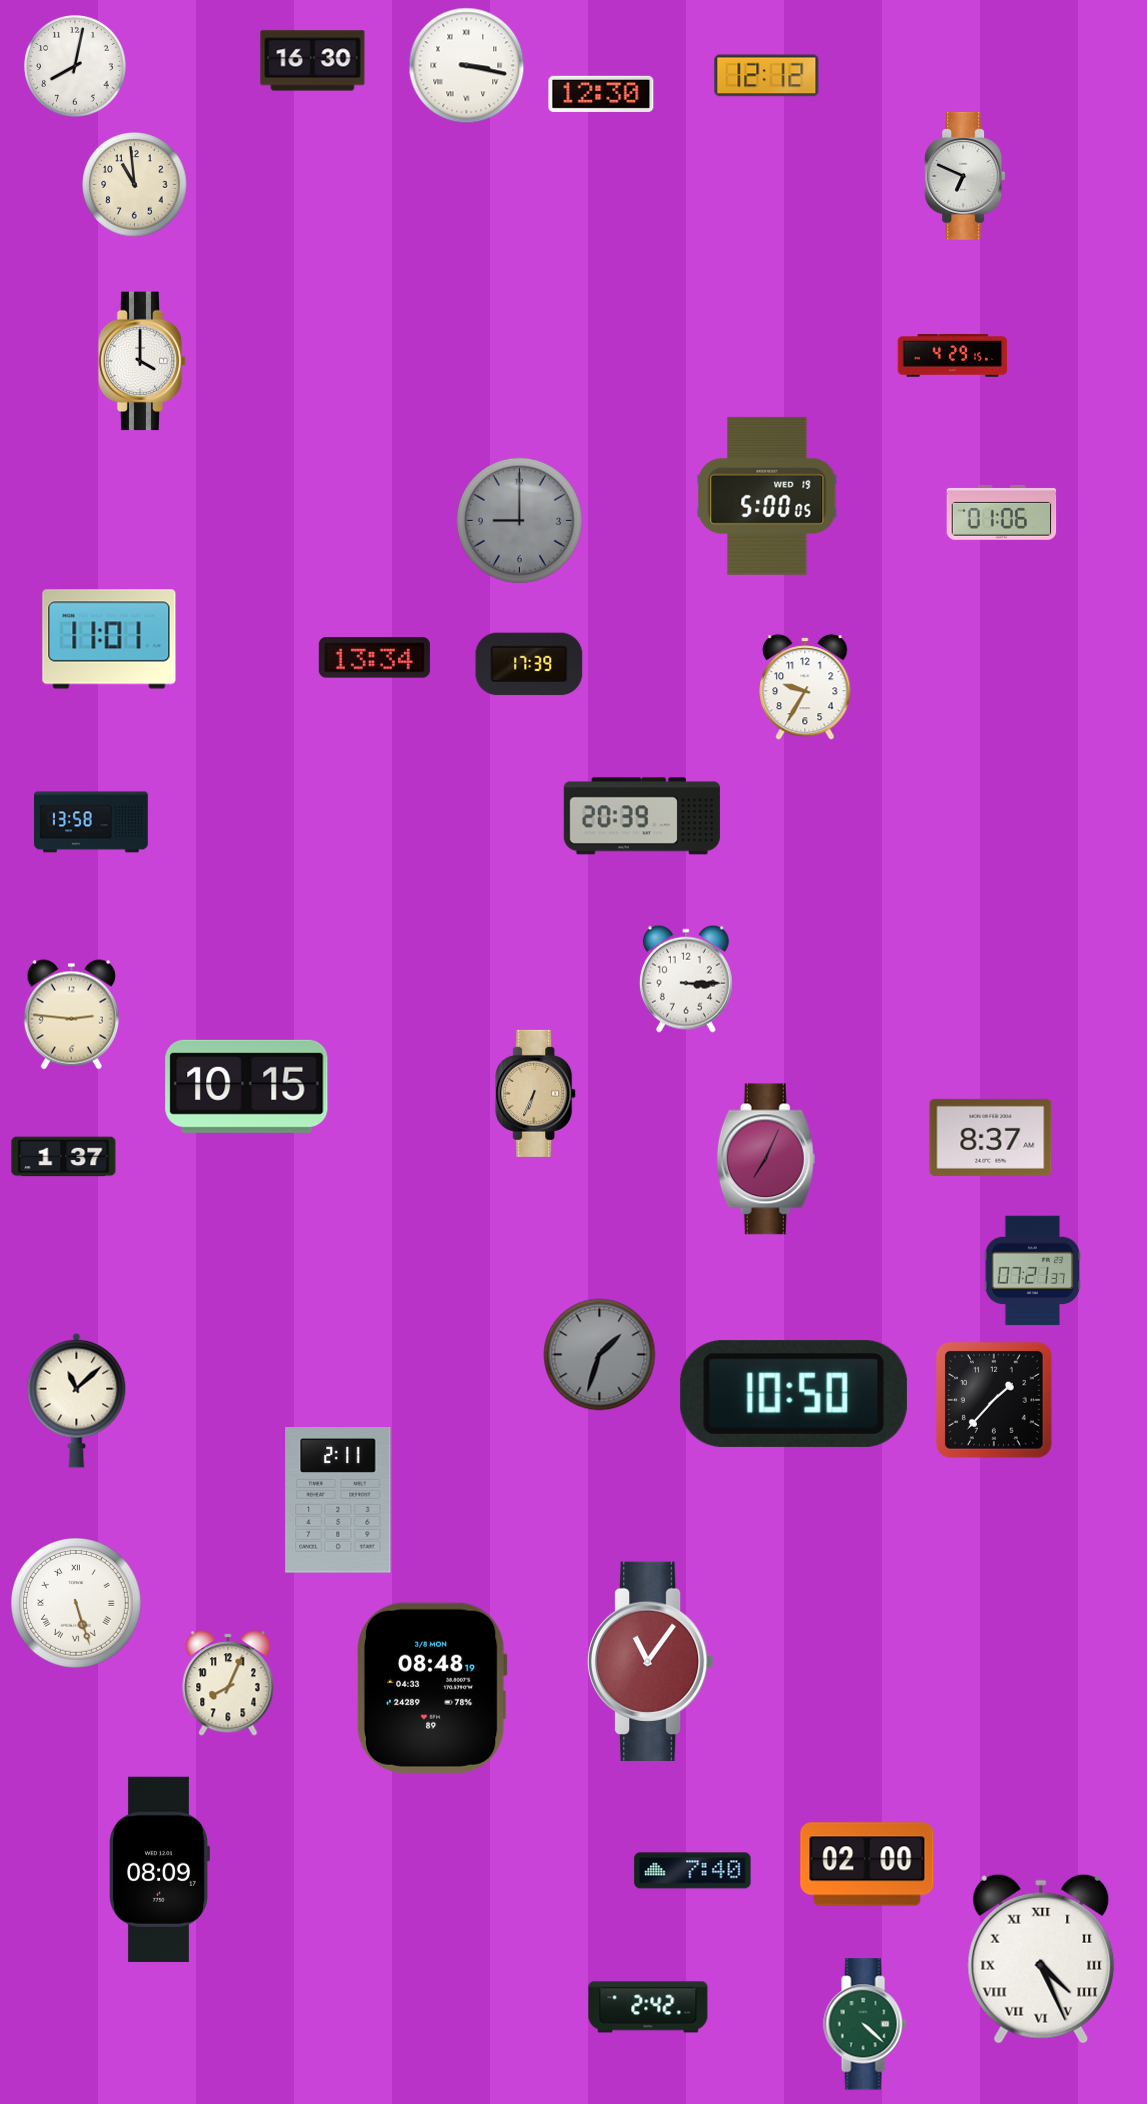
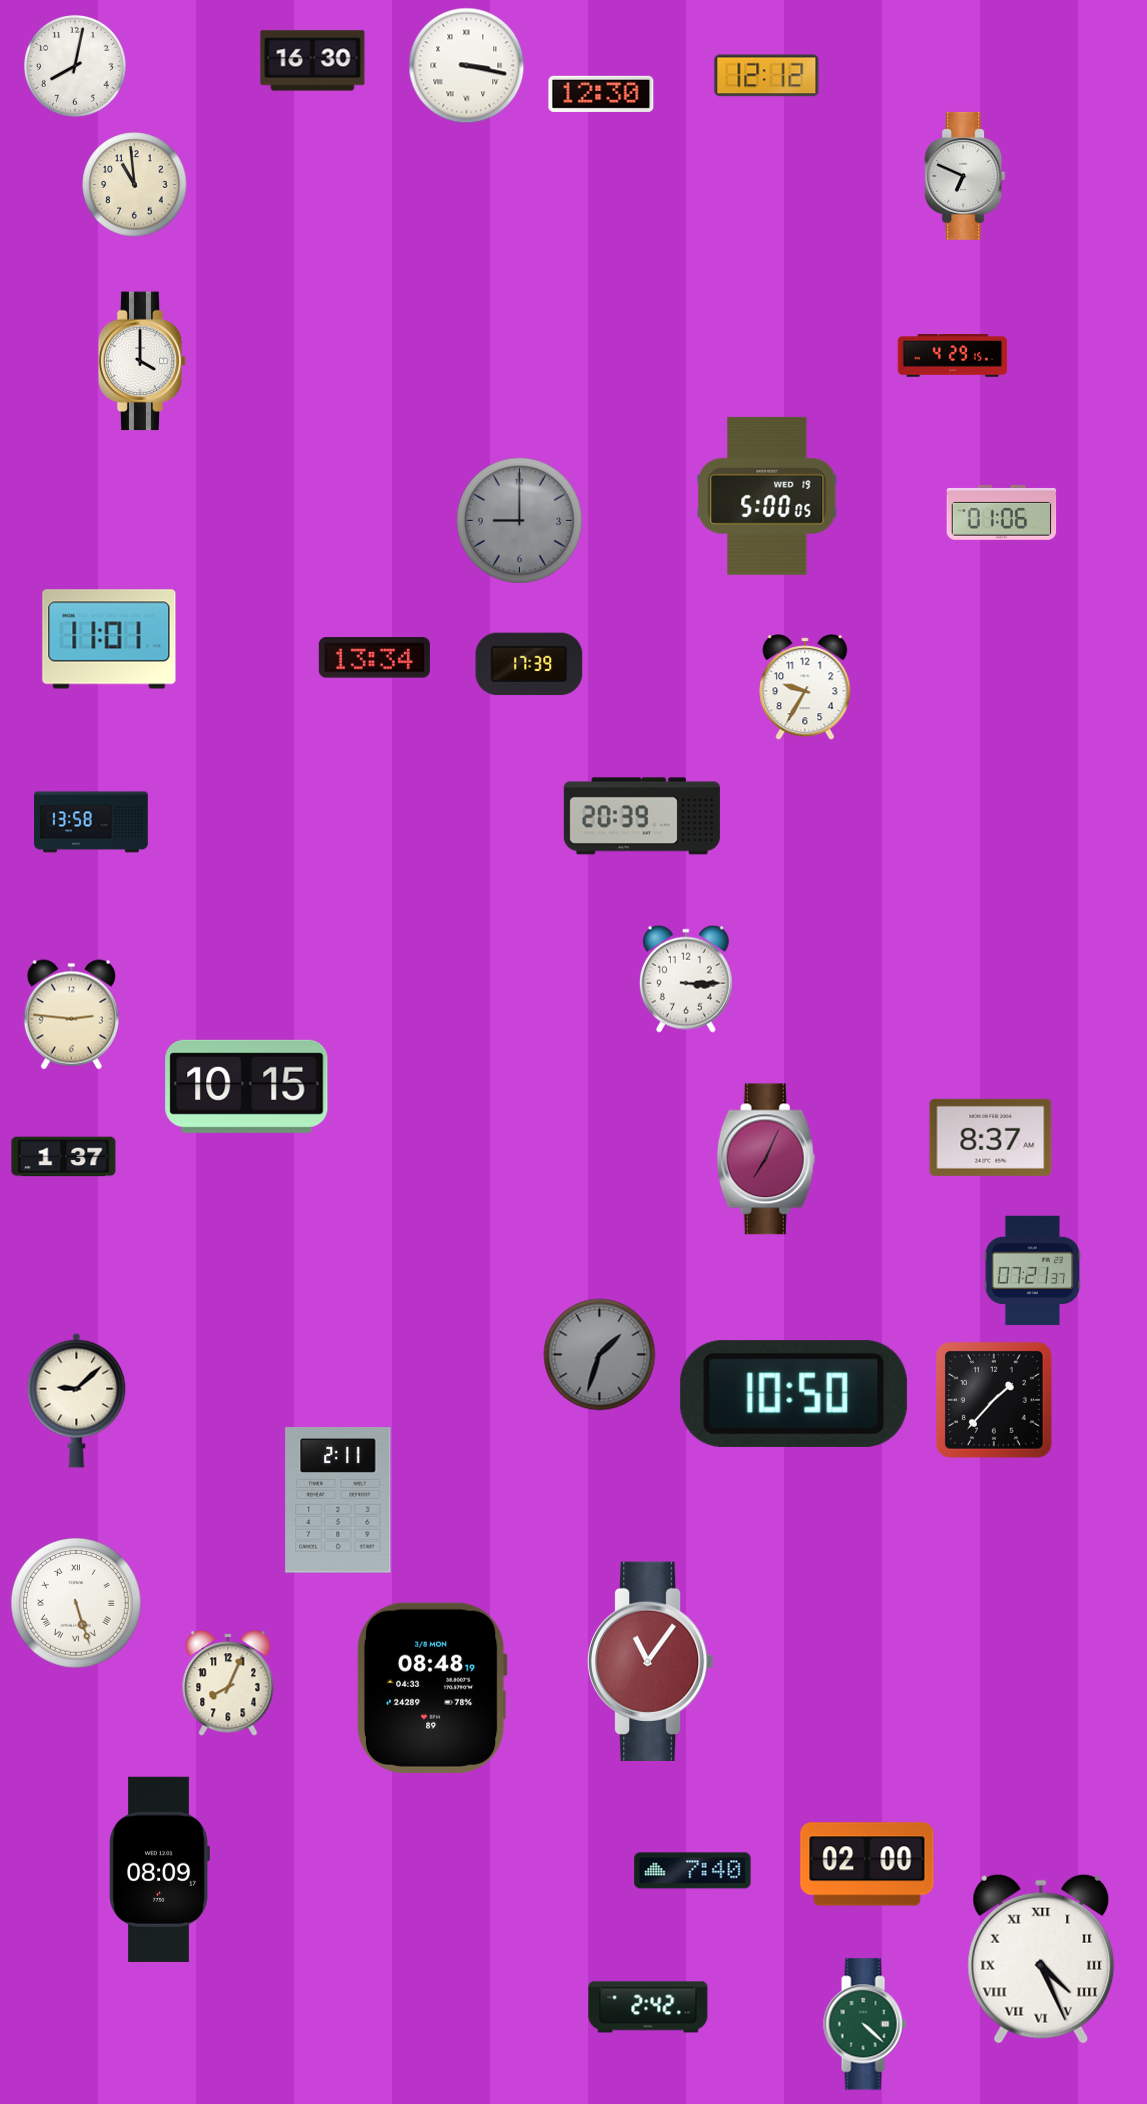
clock at (536, 1093): 6:34 -> none
clock at (77, 1400): 11:08 -> 9:08
